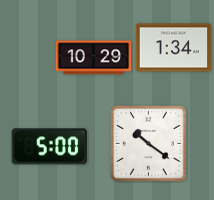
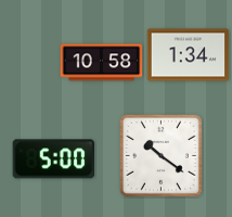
clock at (174, 48) position: (174, 48) -> (189, 55)
clock at (94, 58): 10:29 -> 10:58
